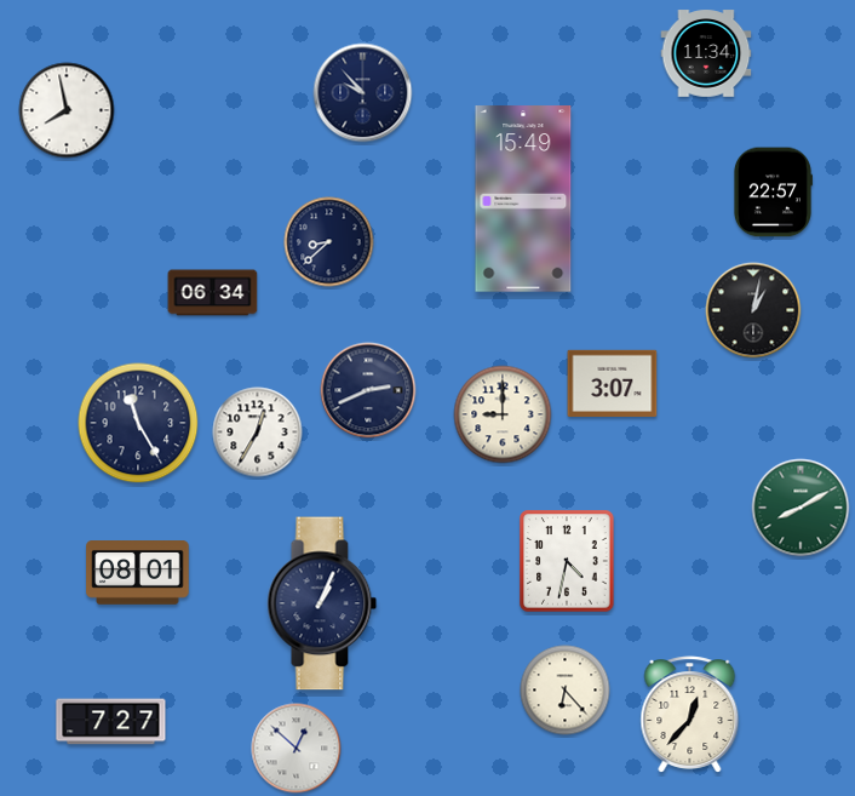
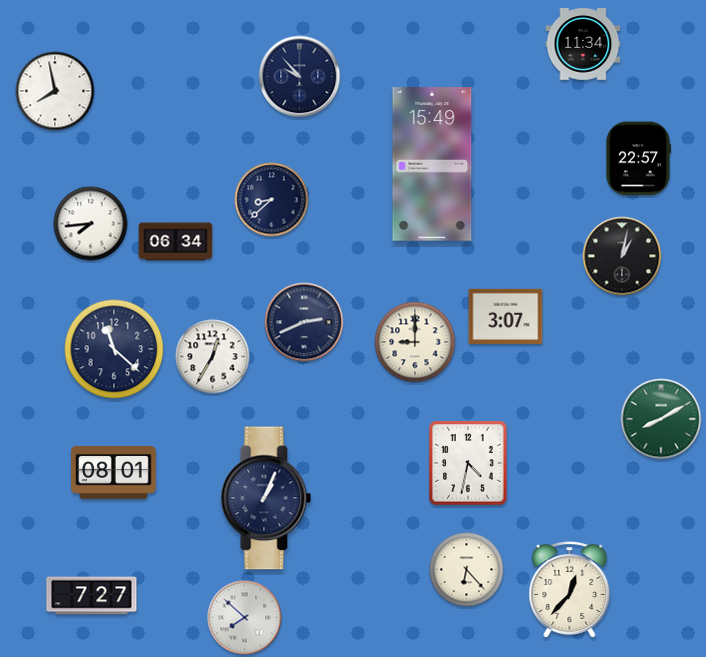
clock at (91, 224): none -> 7:44
clock at (138, 423): 11:25 -> 11:22
clock at (297, 749): 12:52 -> 7:52
